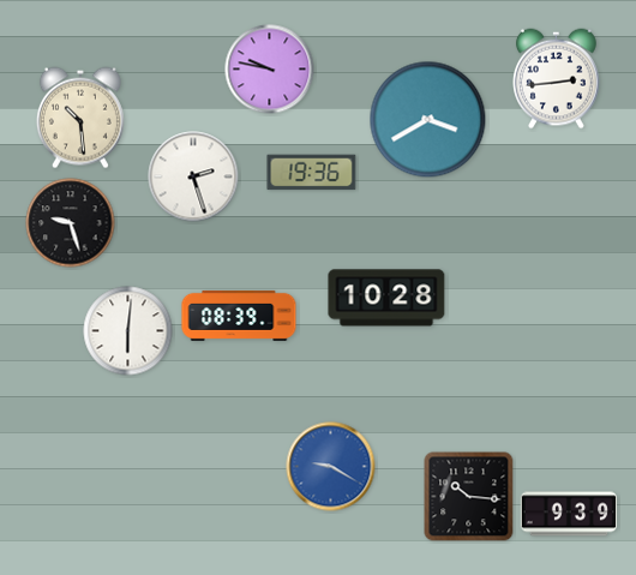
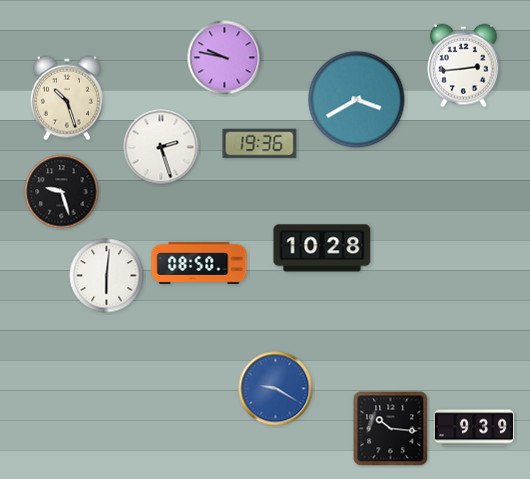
clock at (80, 118): 10:29 -> 10:27
clock at (71, 223) position: (71, 223) -> (62, 192)
clock at (239, 316): 08:39 -> 08:50
clock at (469, 497) position: (469, 497) -> (391, 429)
